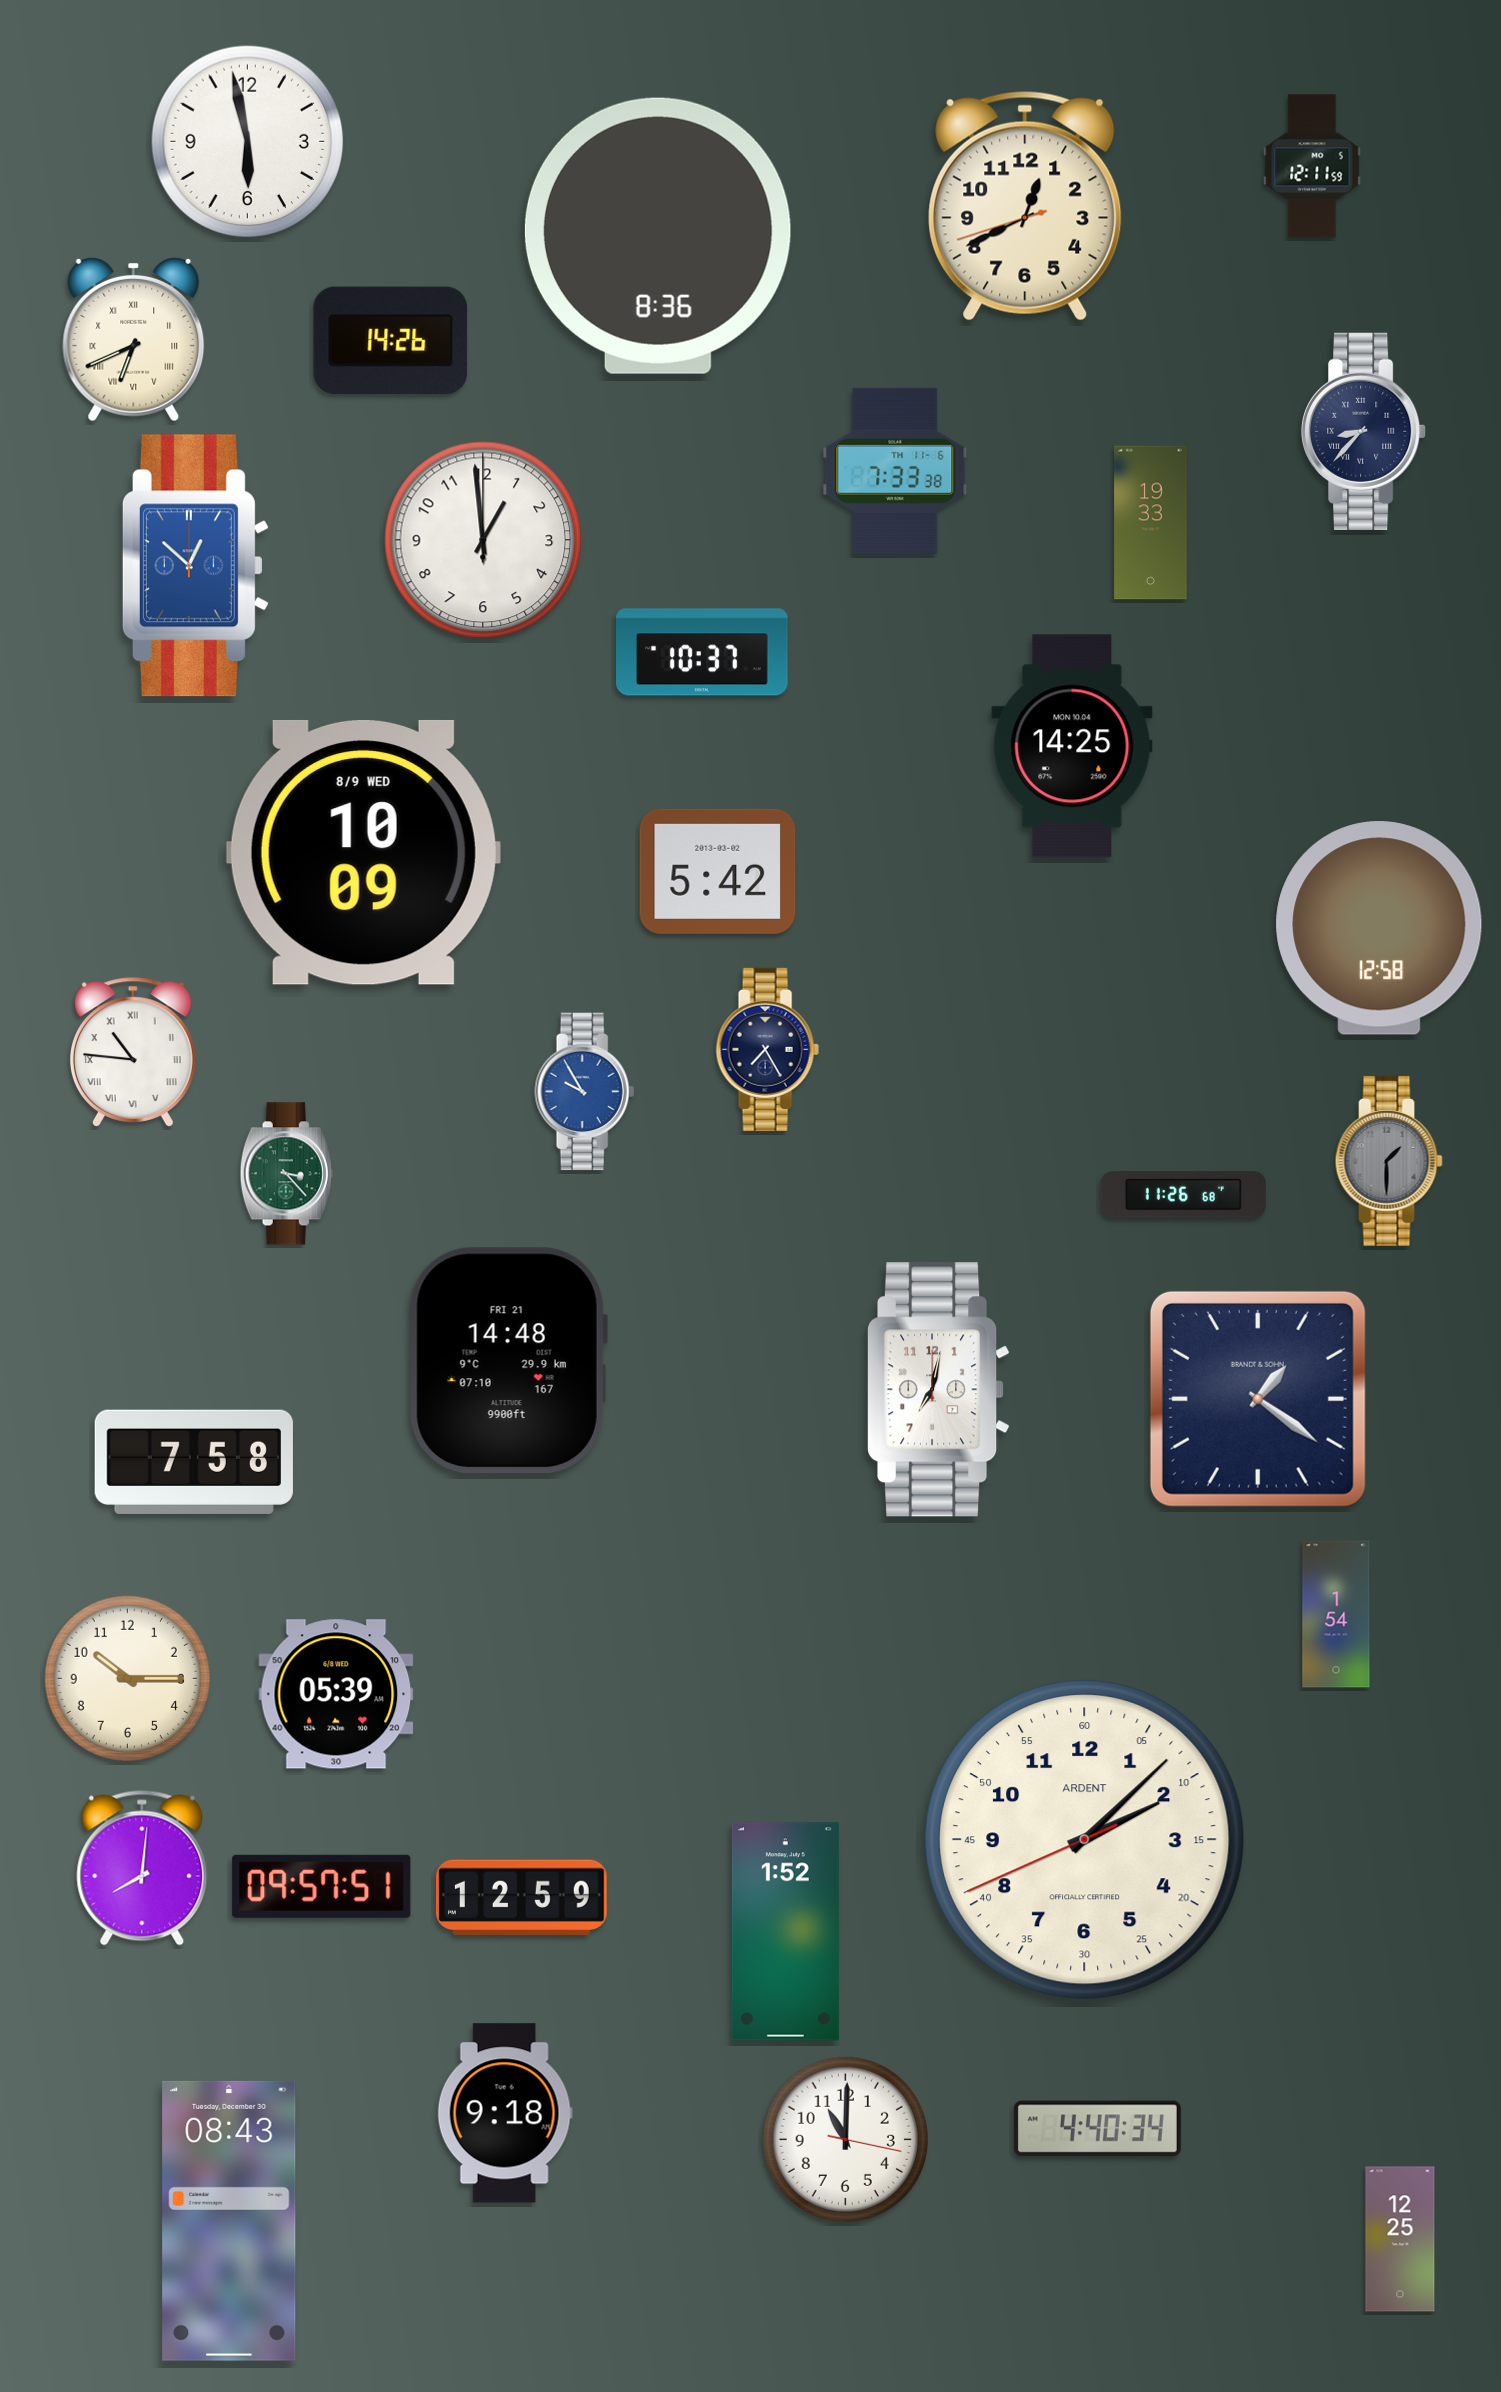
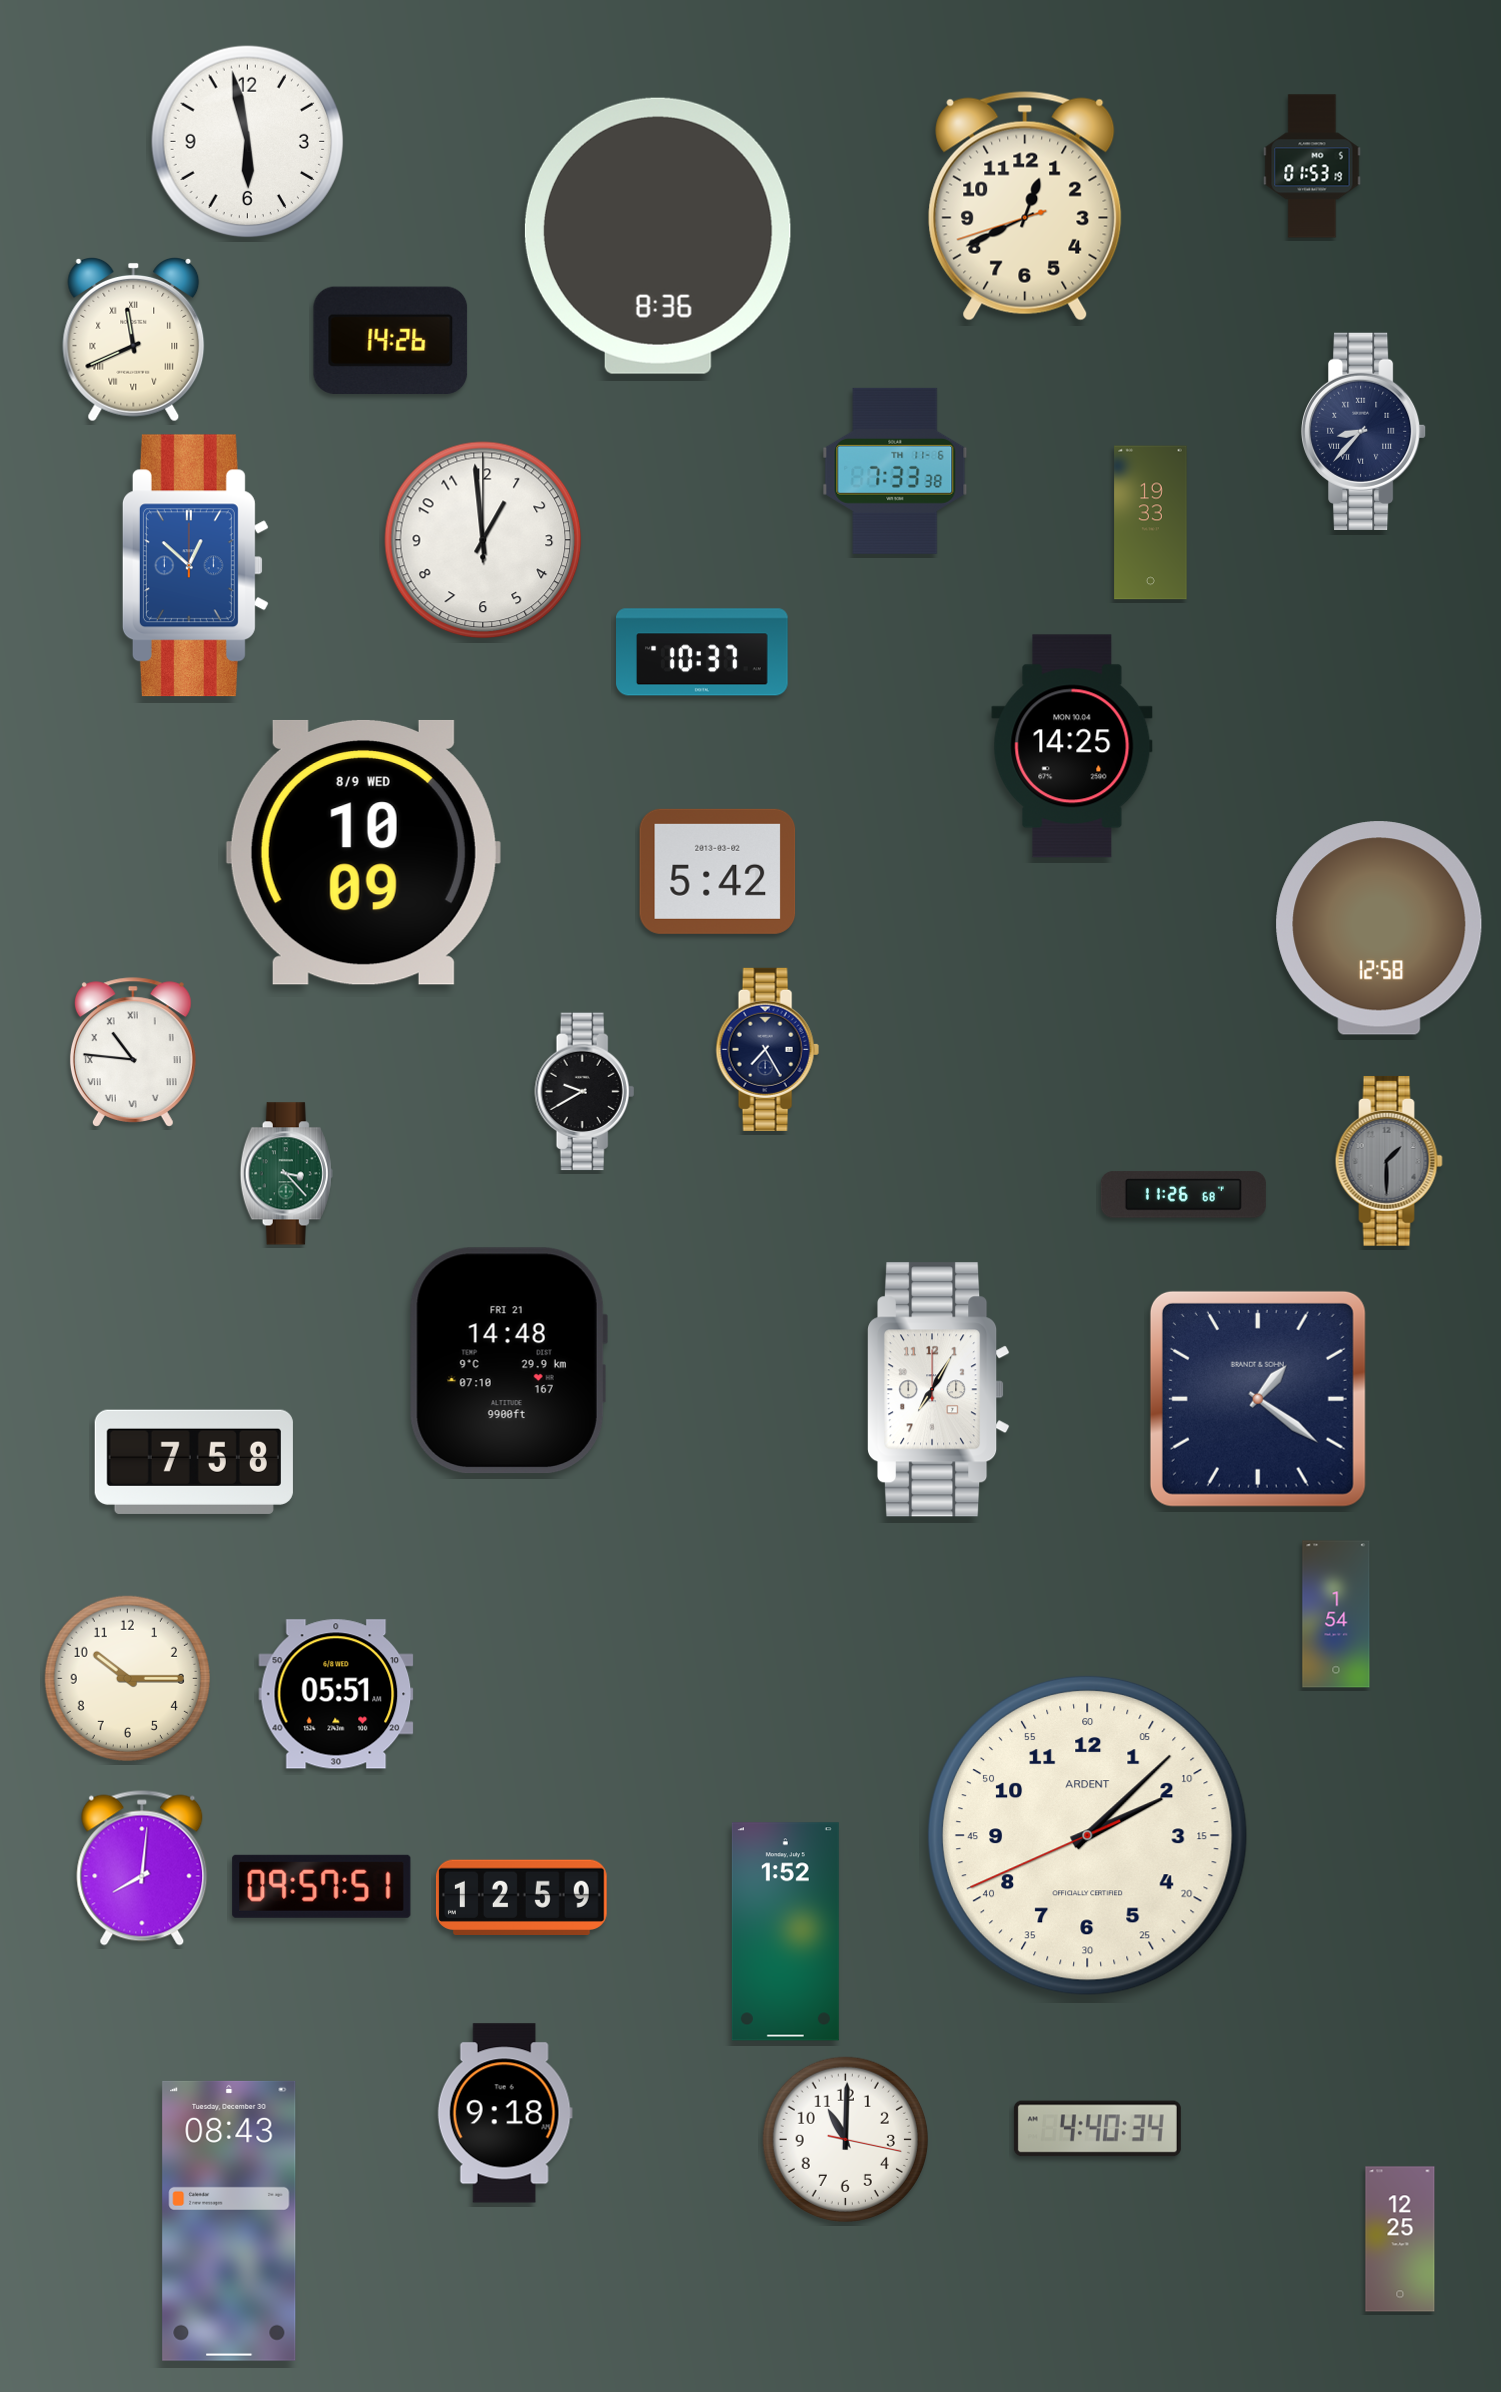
clock at (1312, 166): 12:11 -> 01:53
clock at (134, 339): 6:41 -> 11:41
clock at (585, 1092): 9:55 -> 9:40
clock at (585, 1092) dial: blue -> black
clock at (939, 1390): 7:02 -> 7:05
clock at (336, 1694): 05:39 -> 05:51
clock at (1084, 1839) position: (1084, 1839) -> (1087, 1835)
